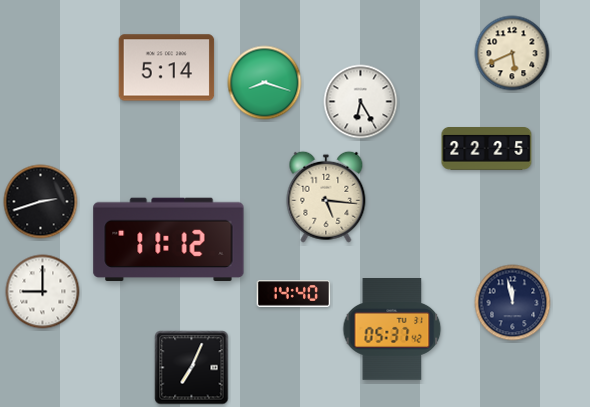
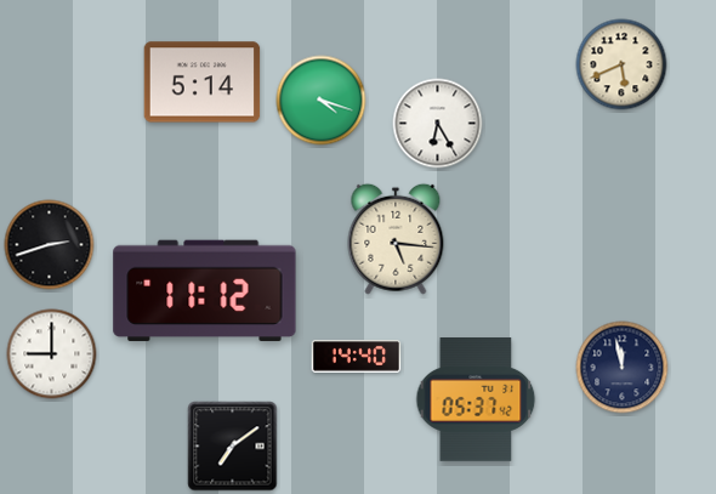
clock at (265, 83): 8:18 -> 4:18
clock at (487, 149): 22:25 -> none
clock at (192, 368): 7:04 -> 7:09
